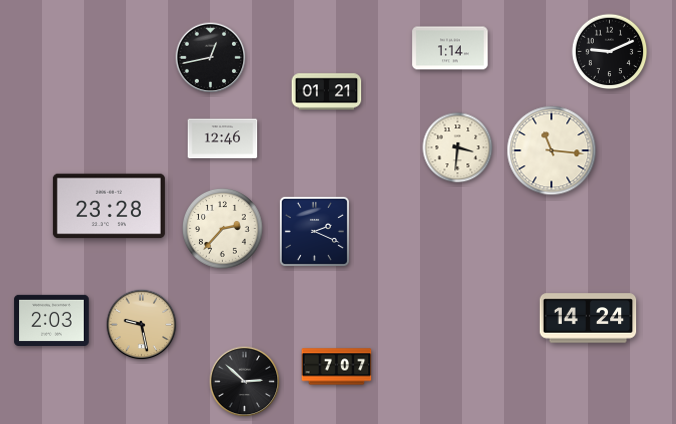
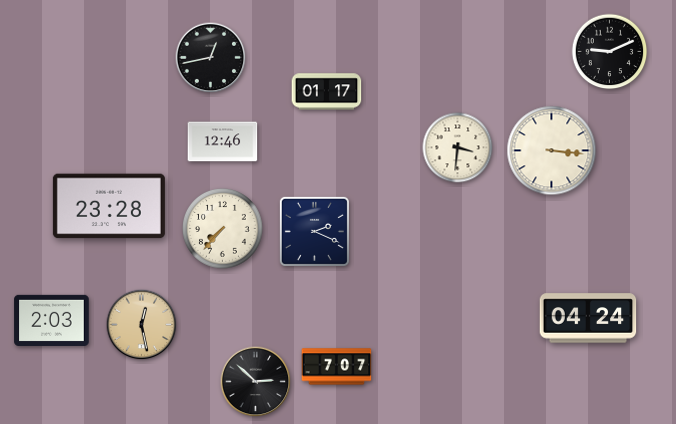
clock at (450, 48): 1:14 -> none
clock at (327, 92): 01:21 -> 01:17
clock at (223, 139) position: (223, 139) -> (223, 142)
clock at (552, 151): 11:16 -> 3:16
clock at (223, 229): 2:37 -> 7:37
clock at (588, 318): 14:24 -> 04:24
clock at (142, 325): 9:28 -> 12:28
clock at (245, 382) position: (245, 382) -> (256, 382)
